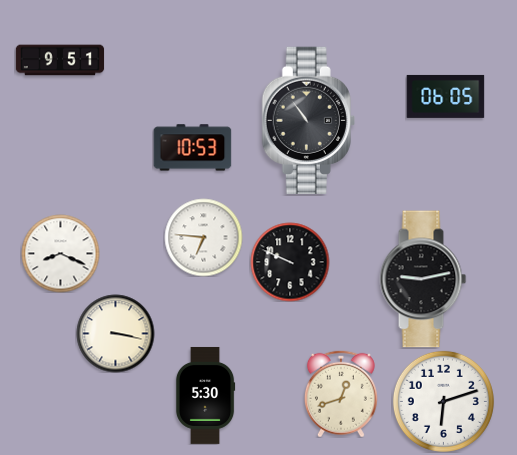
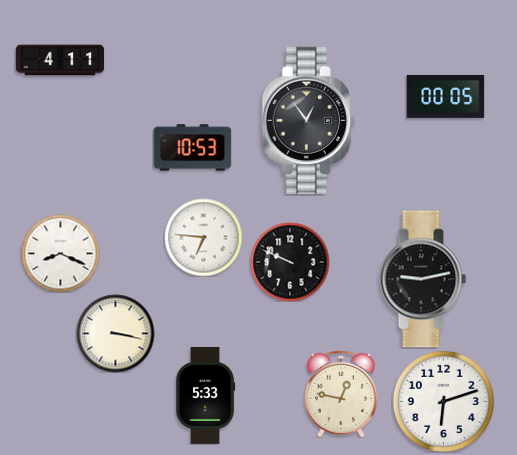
clock at (60, 60): 9:51 -> 4:11
clock at (445, 96): 06:05 -> 00:05
clock at (308, 120): 10:54 -> 12:54
clock at (341, 394): 12:42 -> 12:47
clock at (205, 395): 5:30 -> 5:33
